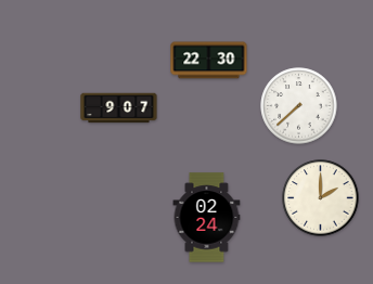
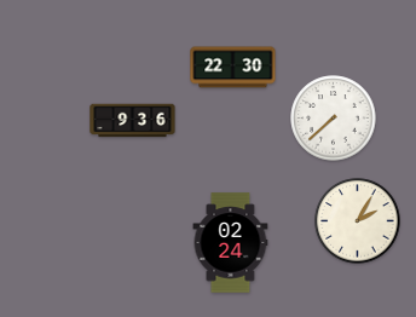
clock at (119, 108): 9:07 -> 9:36
clock at (321, 198): 2:00 -> 2:05
